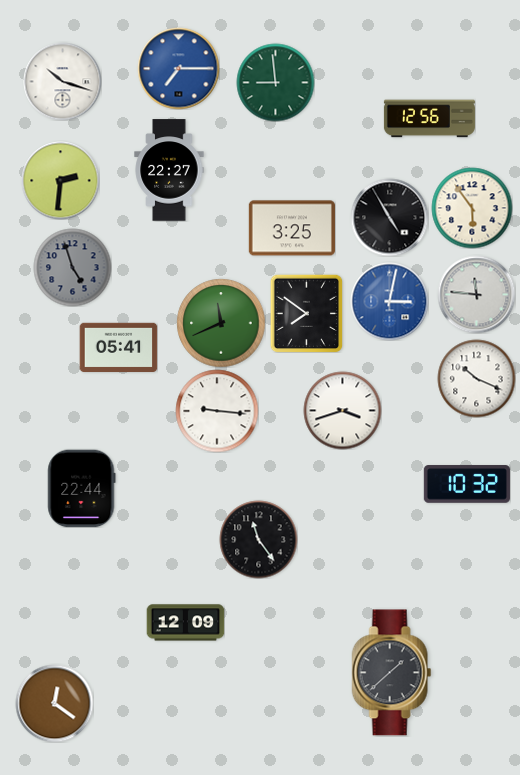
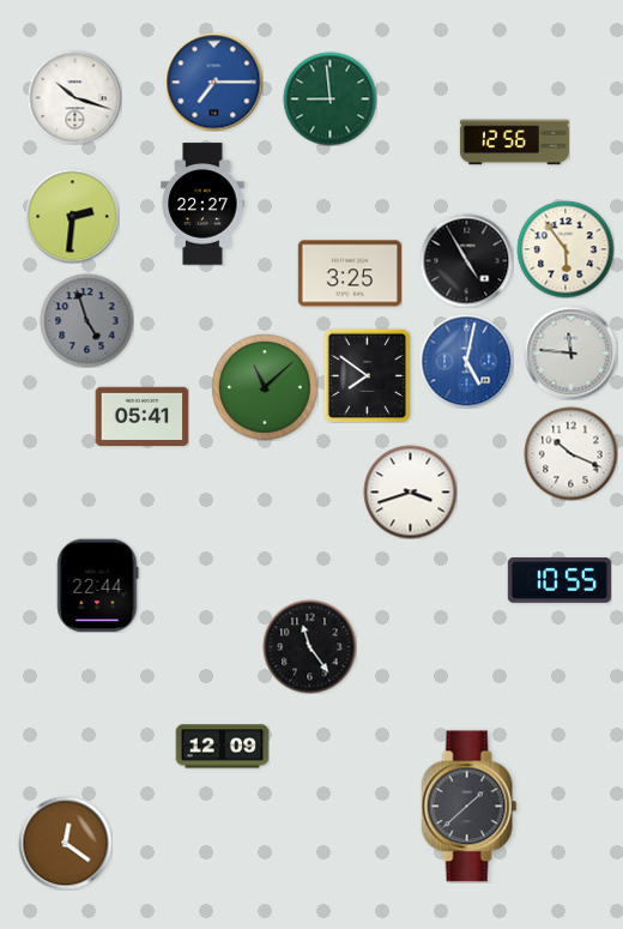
clock at (389, 301): 3:02 -> 5:02
clock at (221, 323): 11:41 -> 11:08
clock at (217, 411): 9:16 -> none
clock at (467, 484): 10:32 -> 10:55
